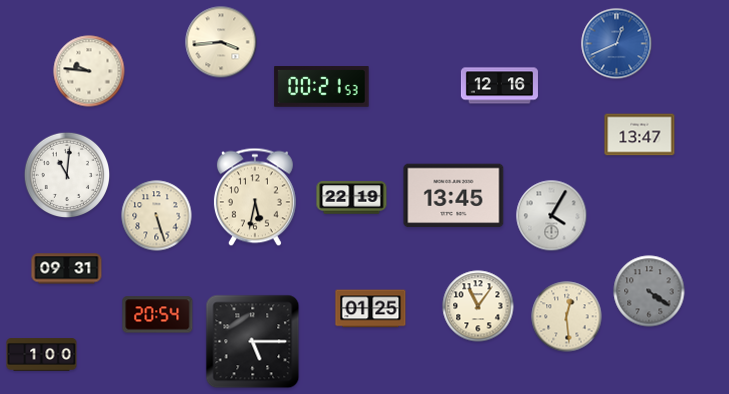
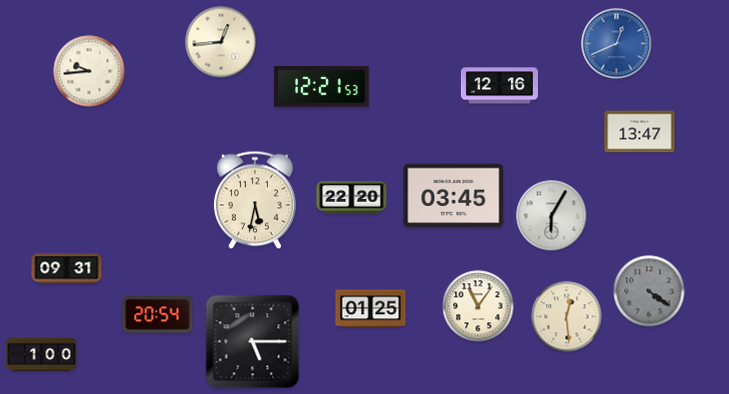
clock at (221, 42): 3:44 -> 12:44
clock at (89, 71): 9:46 -> 9:44
clock at (322, 87): 00:21 -> 12:21
clock at (640, 135) position: (640, 135) -> (640, 132)
clock at (67, 175): 11:01 -> none
clock at (454, 196): 13:45 -> 03:45
clock at (255, 197) position: (255, 197) -> (255, 200)
clock at (352, 198): 22:19 -> 22:20
clock at (157, 216): 5:27 -> none
clock at (552, 216): 4:05 -> 6:05
